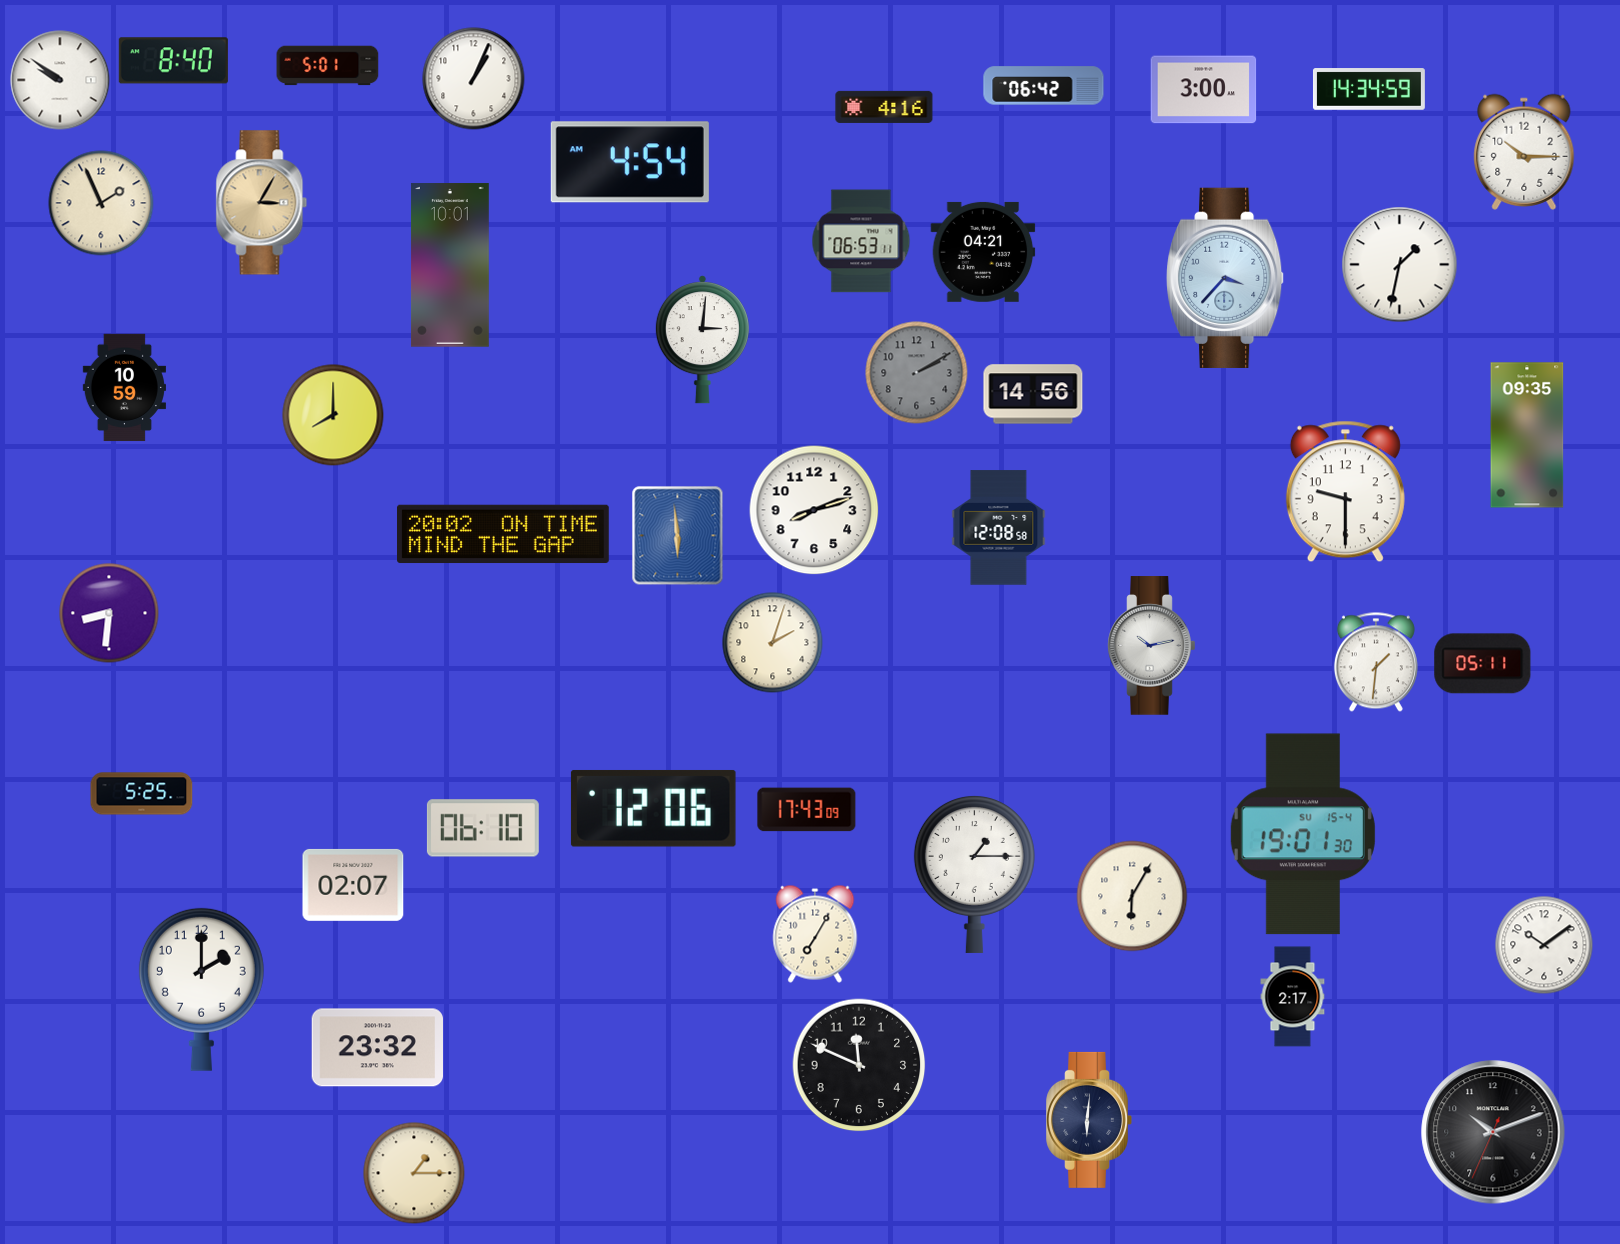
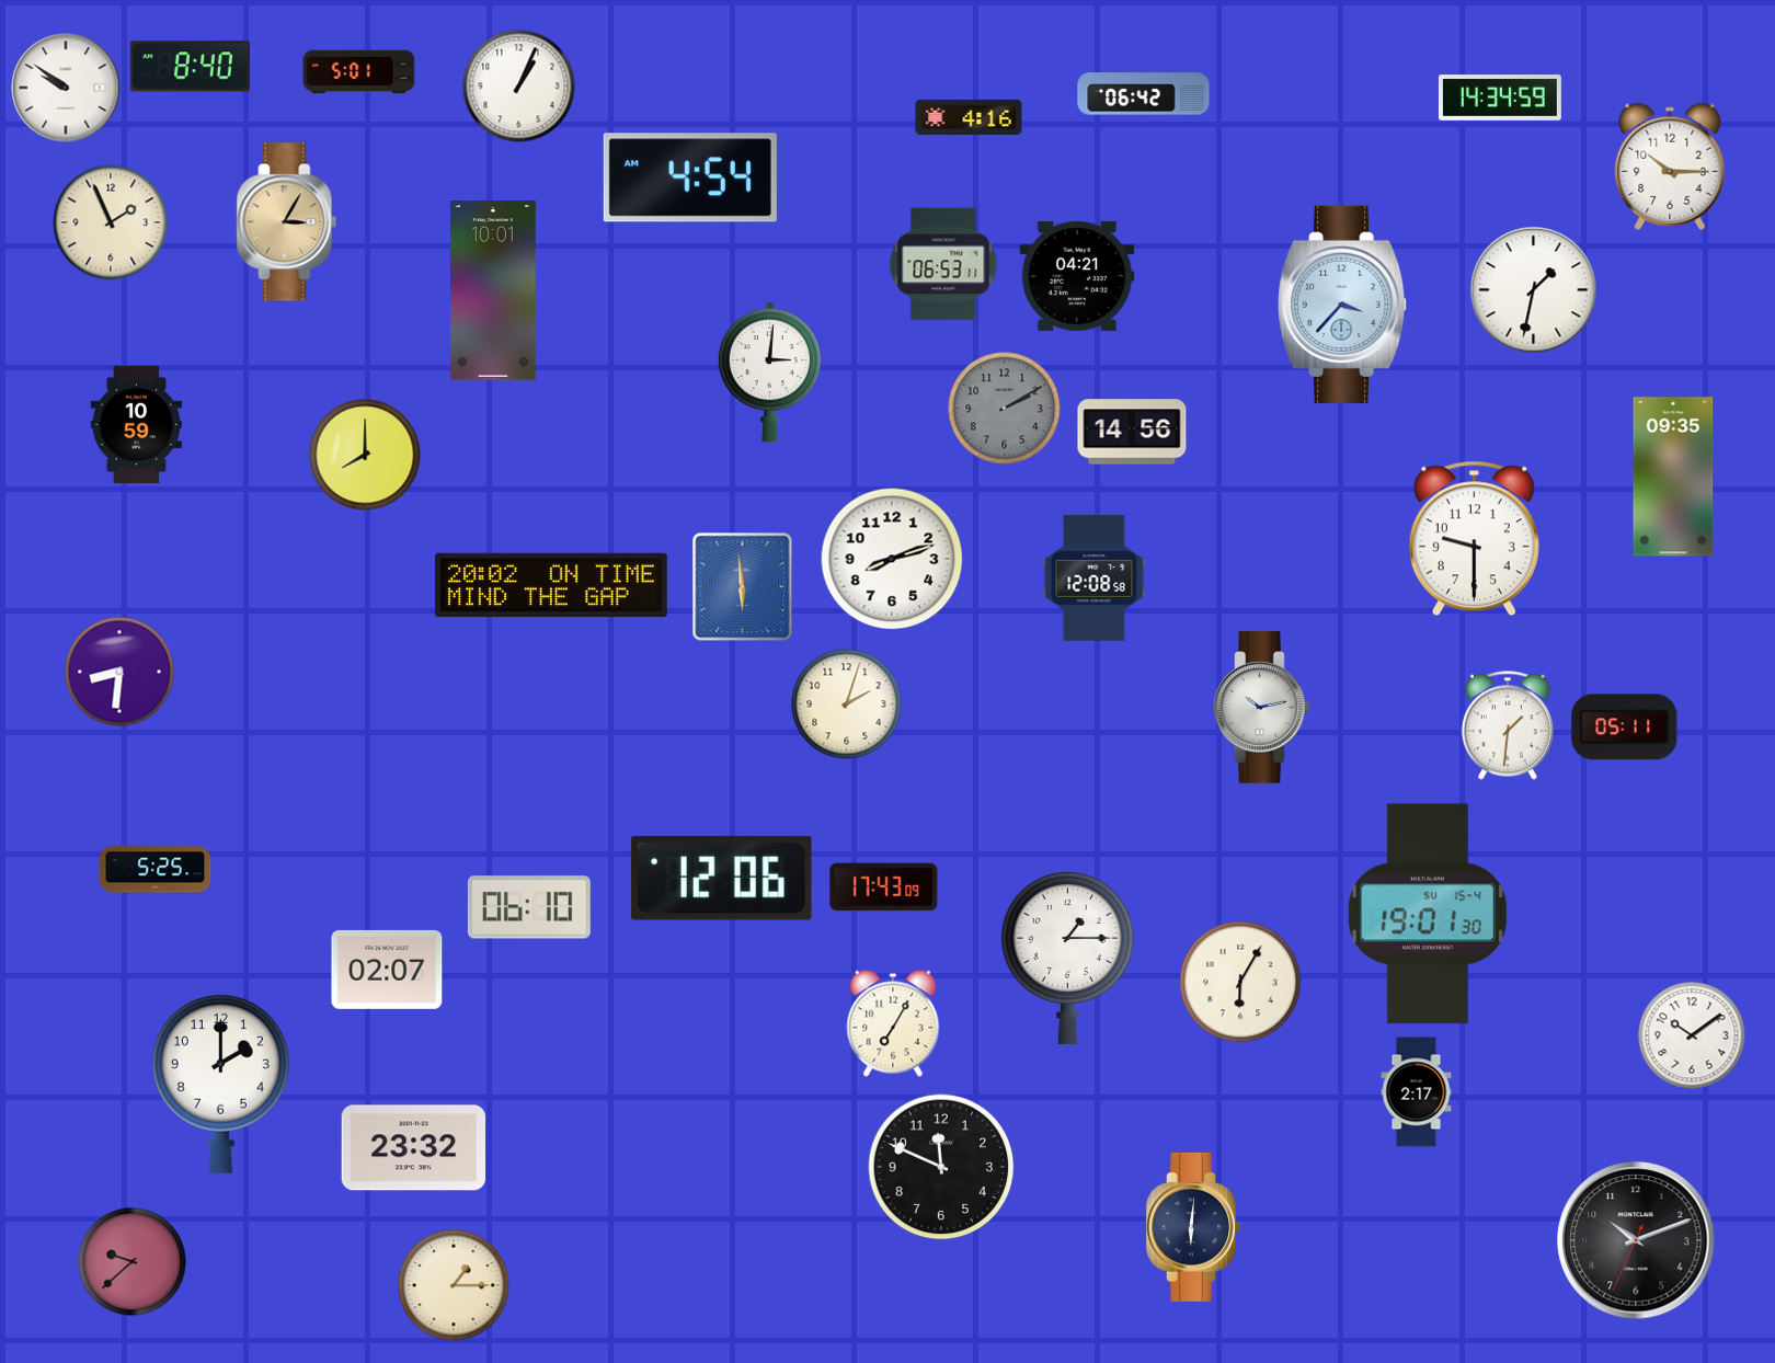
clock at (1204, 90): 3:00 -> none
clock at (653, 808) position: (653, 808) -> (721, 878)
clock at (133, 1262): none -> 9:38
